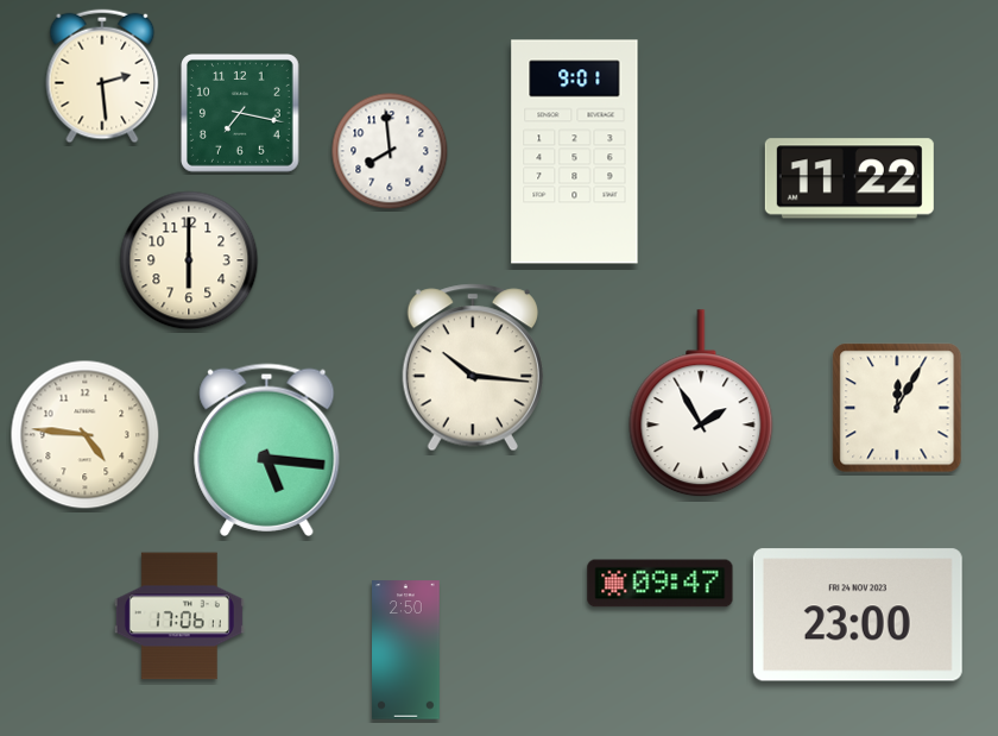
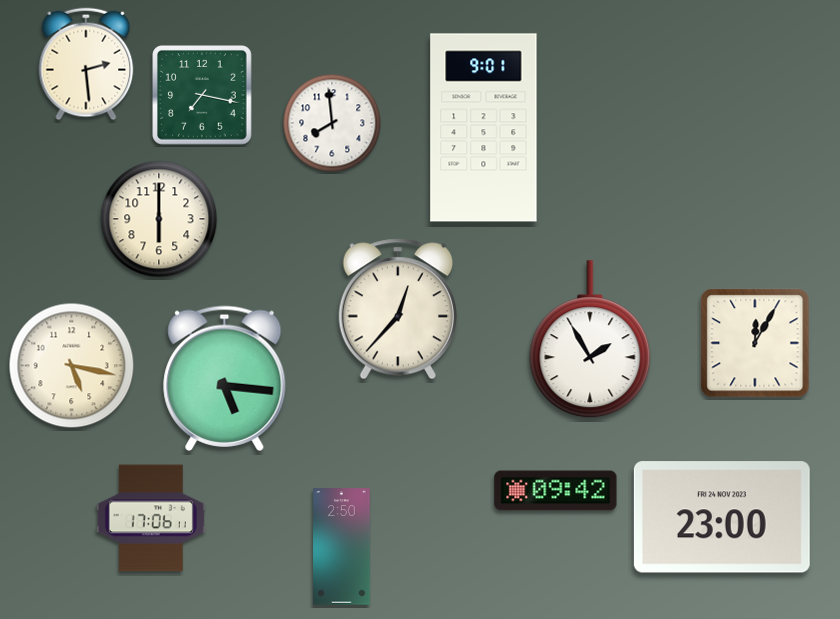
clock at (390, 151) position: (390, 151) -> (332, 123)
clock at (849, 178): 11:22 -> none
clock at (472, 367): 10:16 -> 12:37
clock at (86, 435): 4:46 -> 5:17
clock at (661, 584): 09:47 -> 09:42
